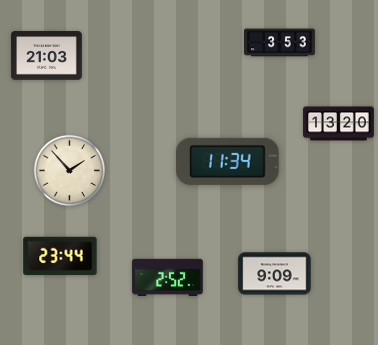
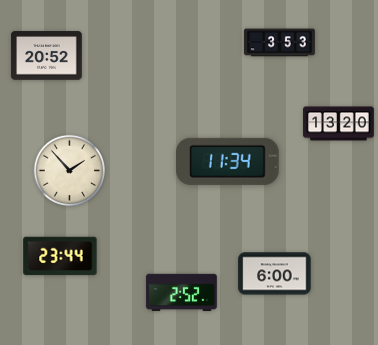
clock at (47, 56): 21:03 -> 20:52
clock at (275, 274): 9:09 -> 6:00
clock at (168, 278) position: (168, 278) -> (182, 293)
